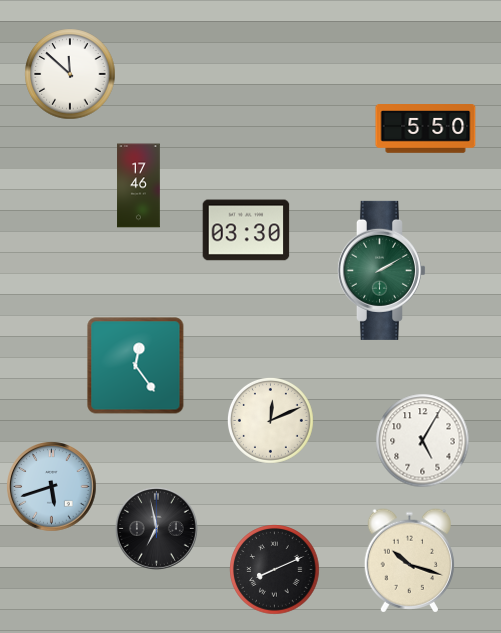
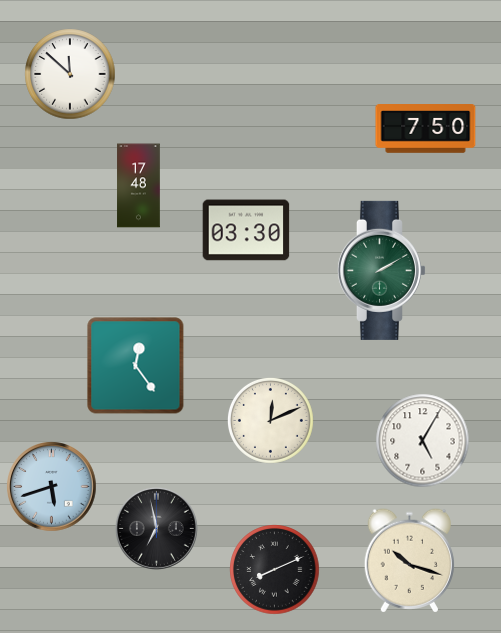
clock at (426, 129): 5:50 -> 7:50
clock at (139, 186): 17:46 -> 17:48
